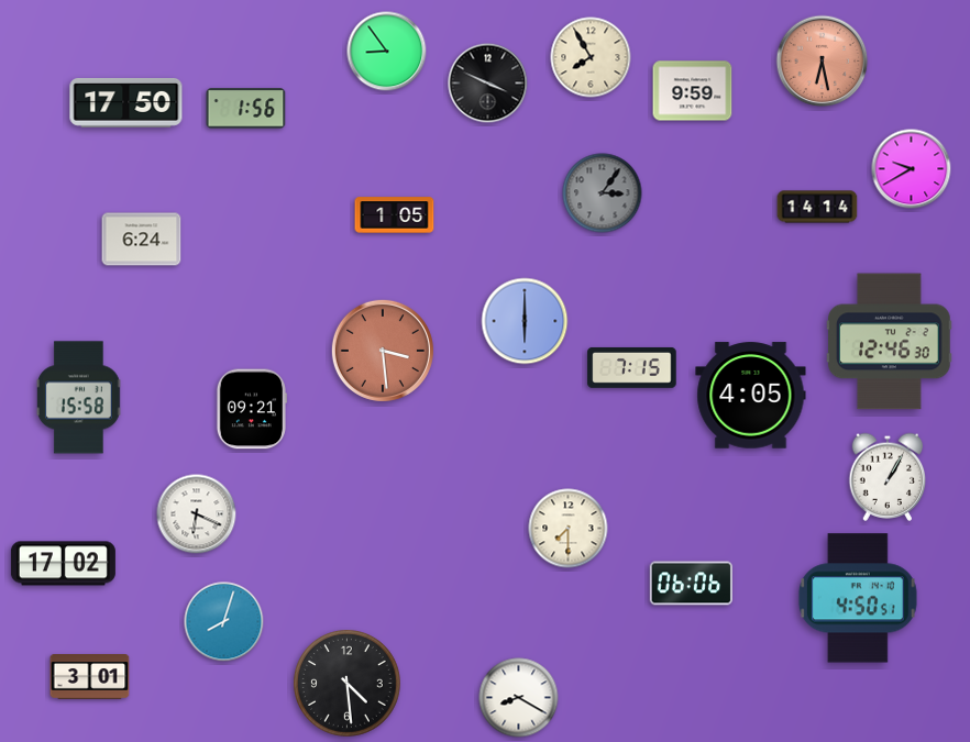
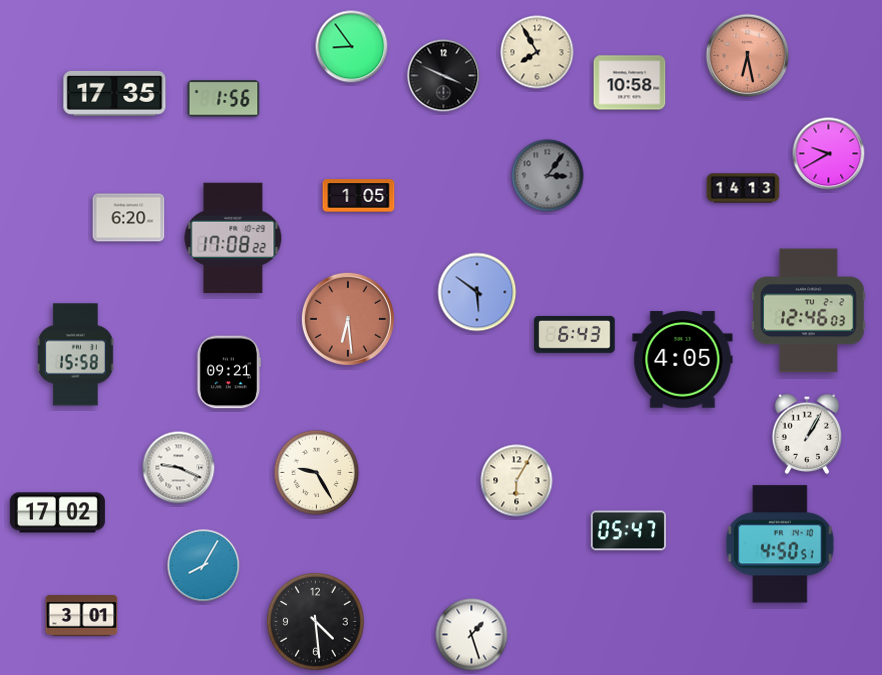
clock at (693, 91): 9:59 -> 10:58
clock at (126, 103): 17:50 -> 17:35
clock at (817, 207): 14:14 -> 14:13
clock at (142, 240): 6:24 -> 6:20
clock at (233, 238): none -> 17:08
clock at (525, 321): 6:00 -> 5:51
clock at (890, 342): 12:46:30 -> 12:46:03
clock at (383, 351): 3:29 -> 6:29
clock at (632, 368): 7:15 -> 6:43
clock at (79, 398) position: (79, 398) -> (76, 355)
clock at (197, 514): 6:19 -> 9:19
clock at (317, 473): none -> 9:25
clock at (569, 529): 7:30 -> 6:05
clock at (692, 584): 06:06 -> 05:47
clock at (224, 622): 8:03 -> 8:05
clock at (519, 698): 8:20 -> 1:27
